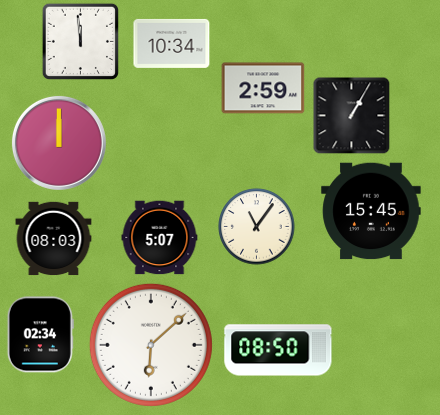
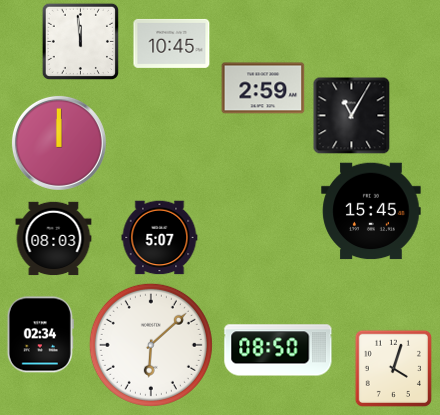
clock at (172, 43): 10:34 -> 10:45
clock at (351, 115): 1:05 -> 11:05
clock at (257, 227): 11:06 -> none
clock at (393, 368): none -> 4:03
